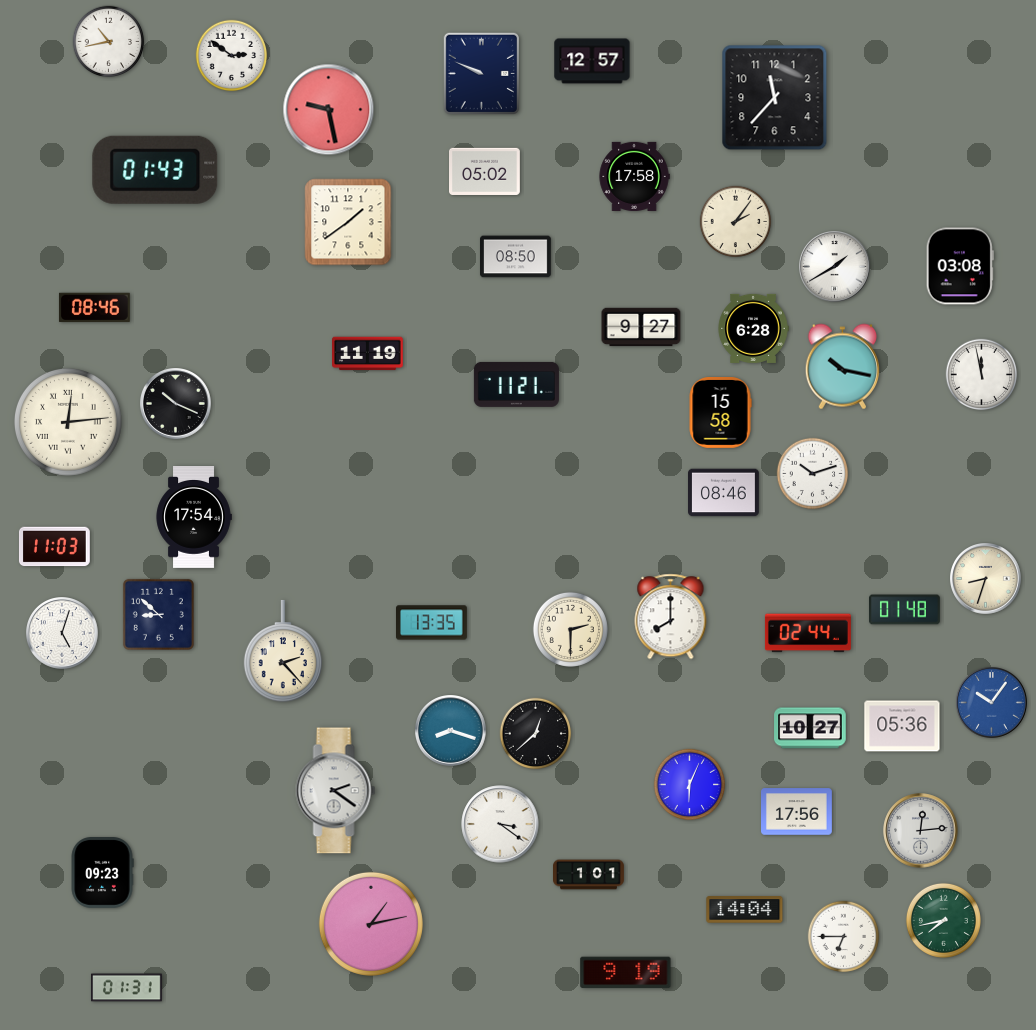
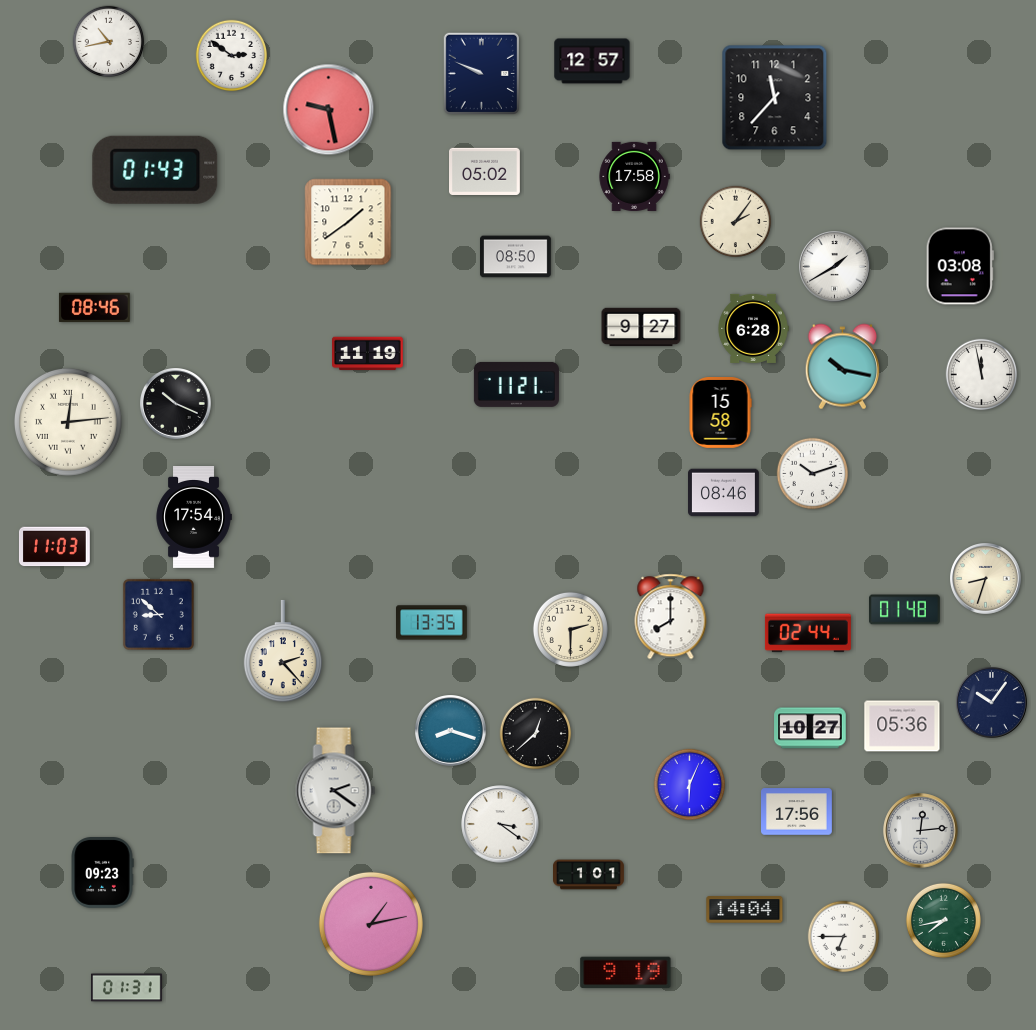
clock at (63, 634): 5:03 -> none
clock at (992, 703) dial: blue -> navy
